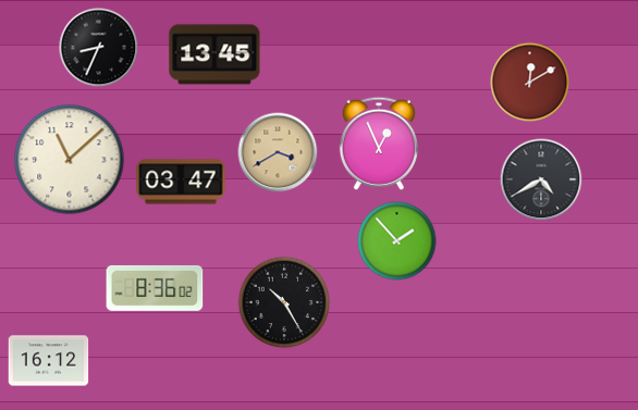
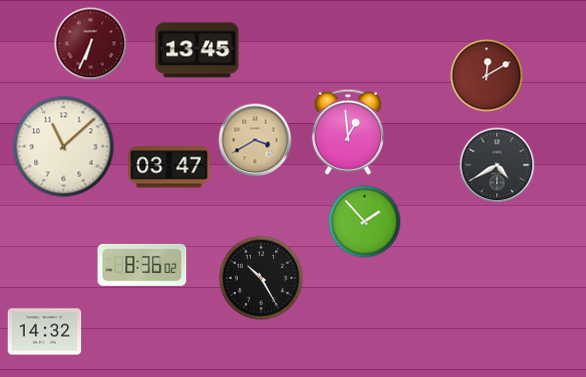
clock at (99, 48): 8:34 -> 6:34
clock at (99, 48) dial: black -> burgundy
clock at (379, 144): 12:56 -> 12:59
clock at (181, 182) position: (181, 182) -> (169, 167)
clock at (49, 361): 16:12 -> 14:32
